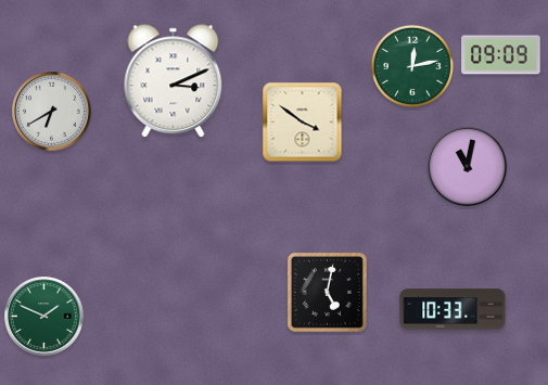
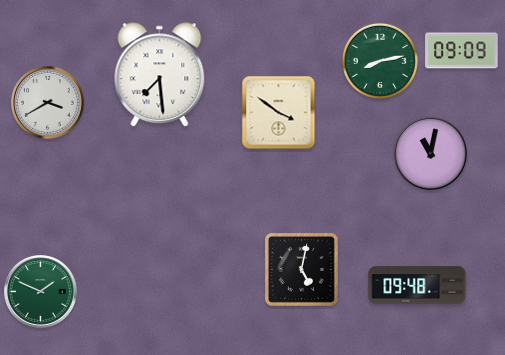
clock at (412, 66): 12:13 -> 8:13
clock at (174, 81): 3:11 -> 7:29
clock at (52, 112): 6:40 -> 3:40
clock at (453, 309): 10:33 -> 09:48
